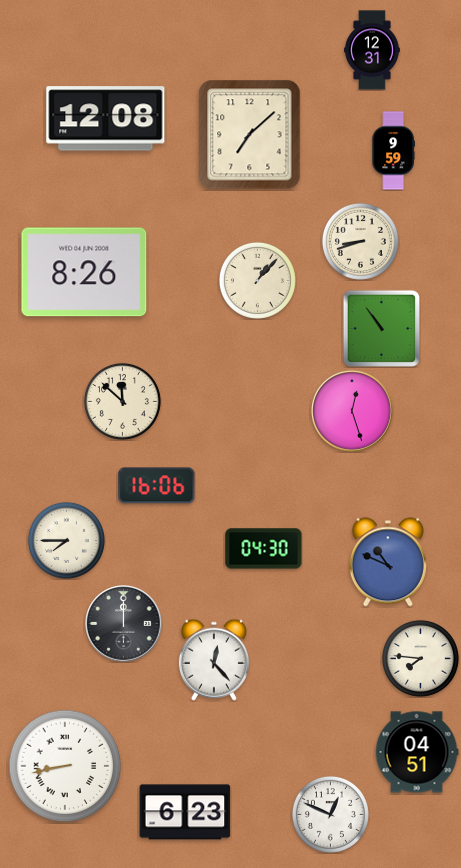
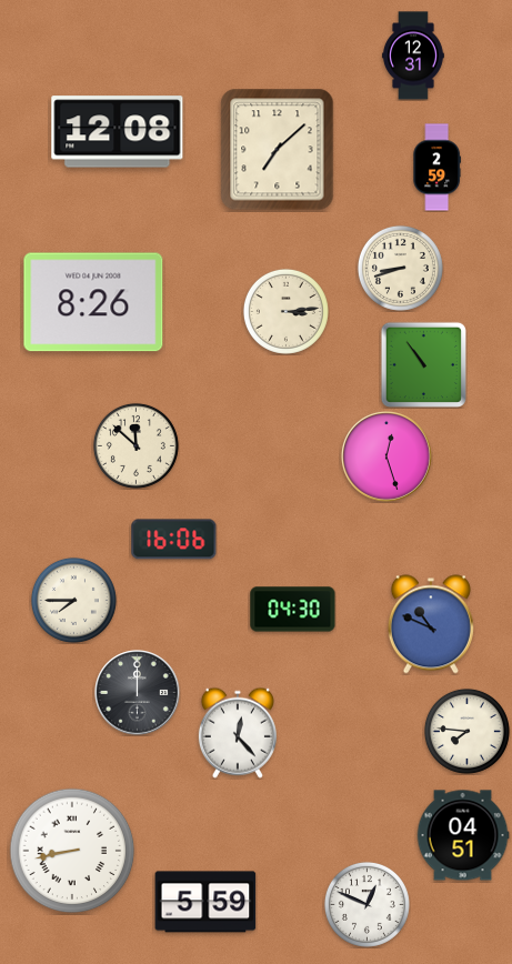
clock at (393, 151): 9:59 -> 2:59
clock at (257, 280): 1:07 -> 3:14
clock at (352, 411) position: (352, 411) -> (386, 456)
clock at (185, 812): 6:23 -> 5:59
